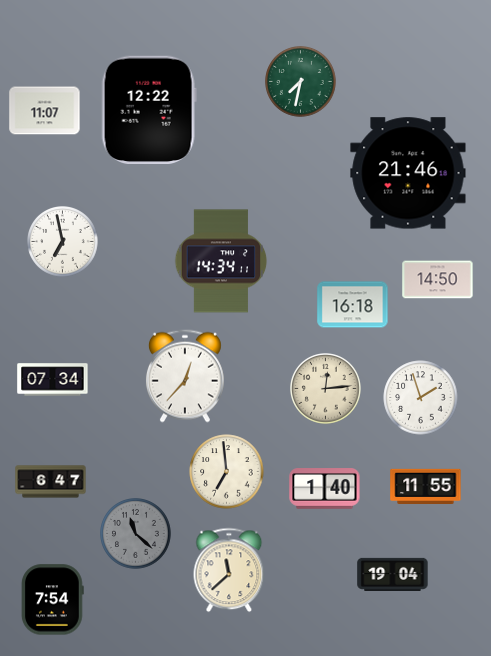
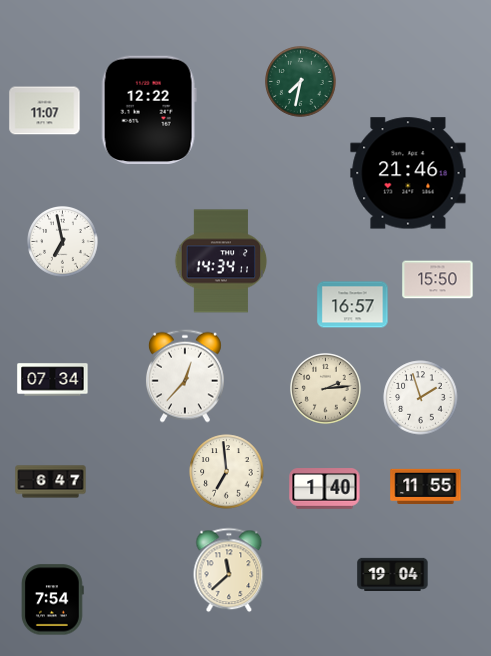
clock at (438, 280): 14:50 -> 15:50
clock at (353, 305): 16:18 -> 16:57
clock at (326, 389): 12:14 -> 2:14
clock at (136, 534): 11:22 -> none
